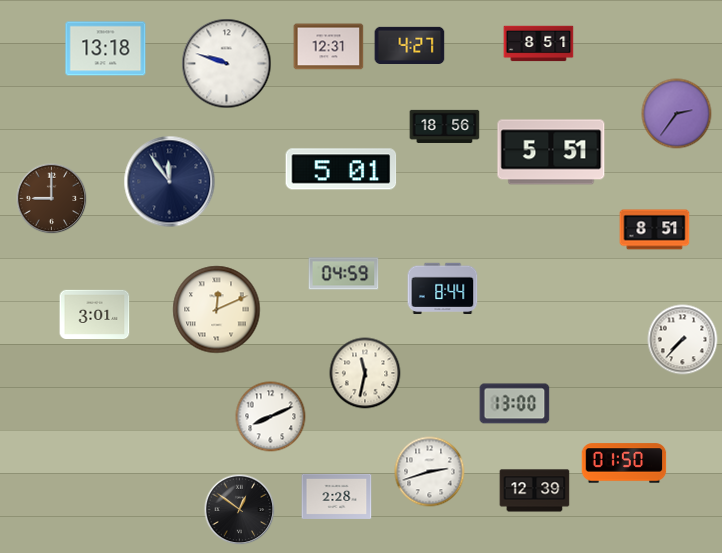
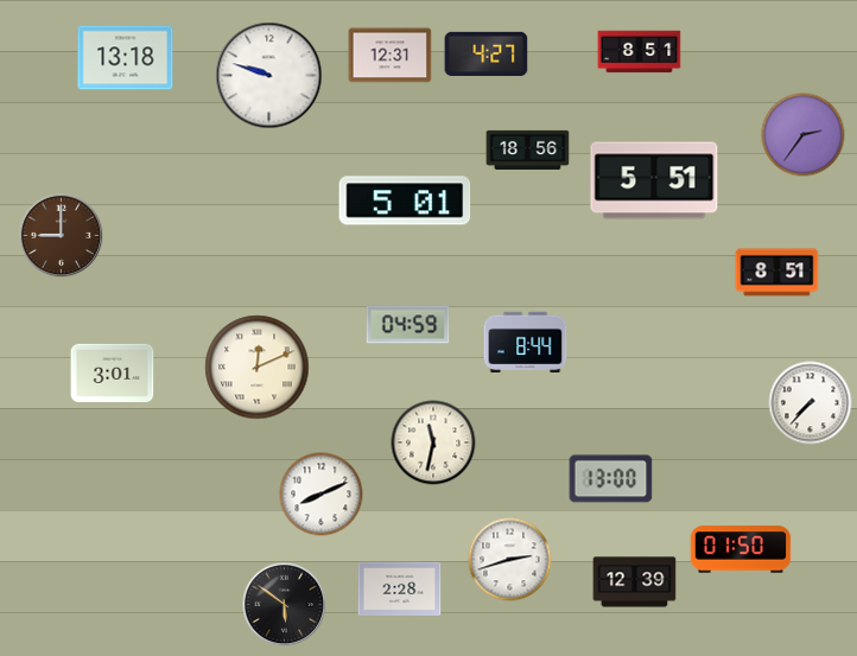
clock at (170, 182): 11:54 -> none
clock at (240, 510): 12:51 -> 5:51
